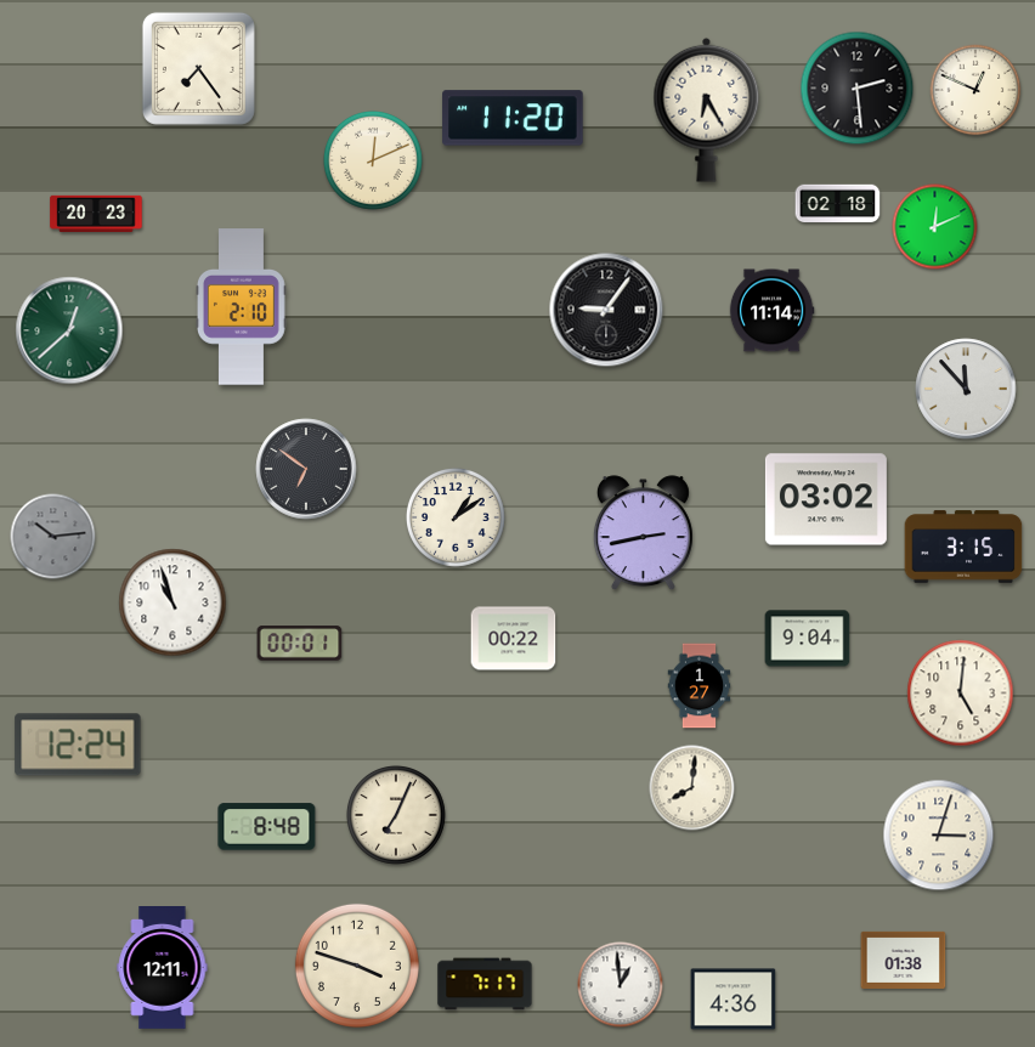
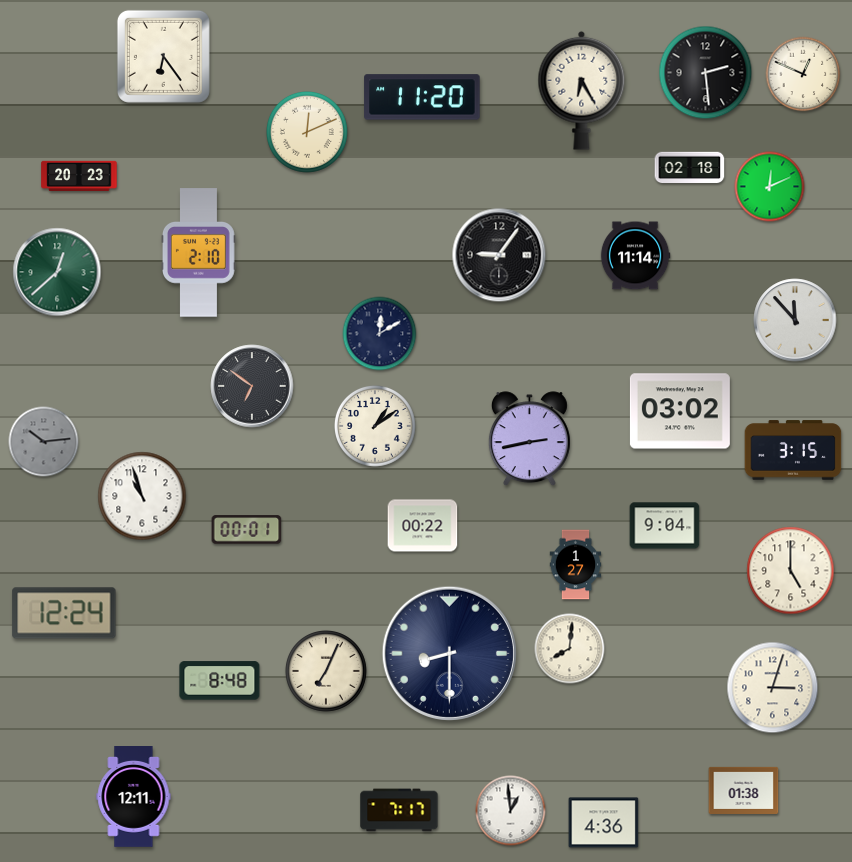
clock at (198, 68): 7:24 -> 6:24
clock at (380, 334): none -> 12:10
clock at (961, 694): 5:01 -> 5:00
clock at (449, 653): none -> 8:30
clock at (357, 966): 3:48 -> none
